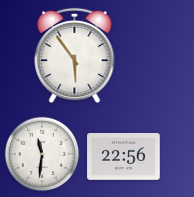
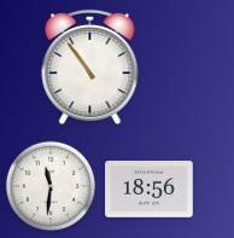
clock at (75, 56): 5:54 -> 10:54
clock at (124, 157): 22:56 -> 18:56
